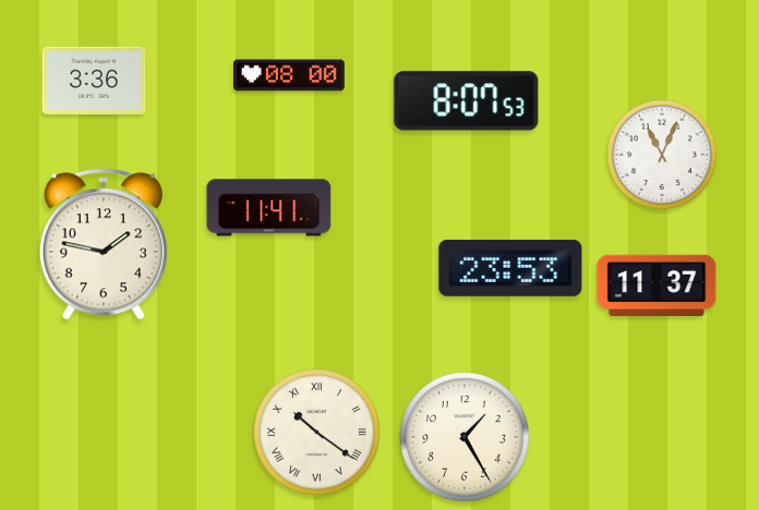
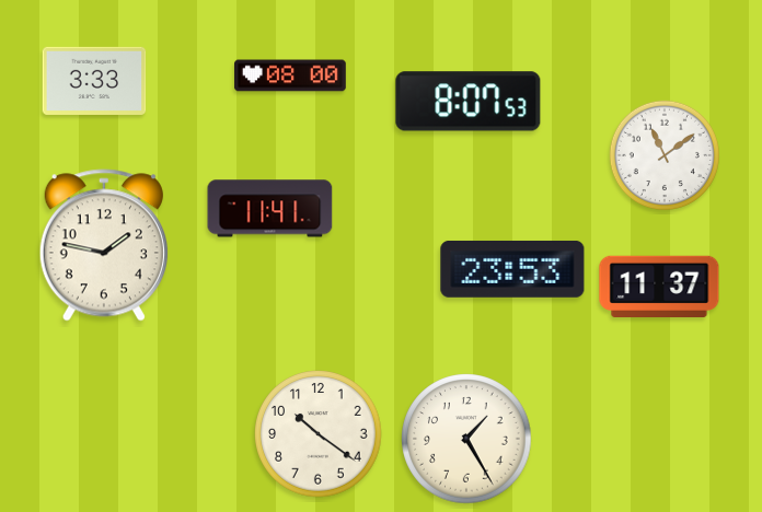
clock at (94, 81): 3:36 -> 3:33
clock at (662, 155): 11:04 -> 11:09
clock at (317, 433) numerals: Roman -> Arabic
